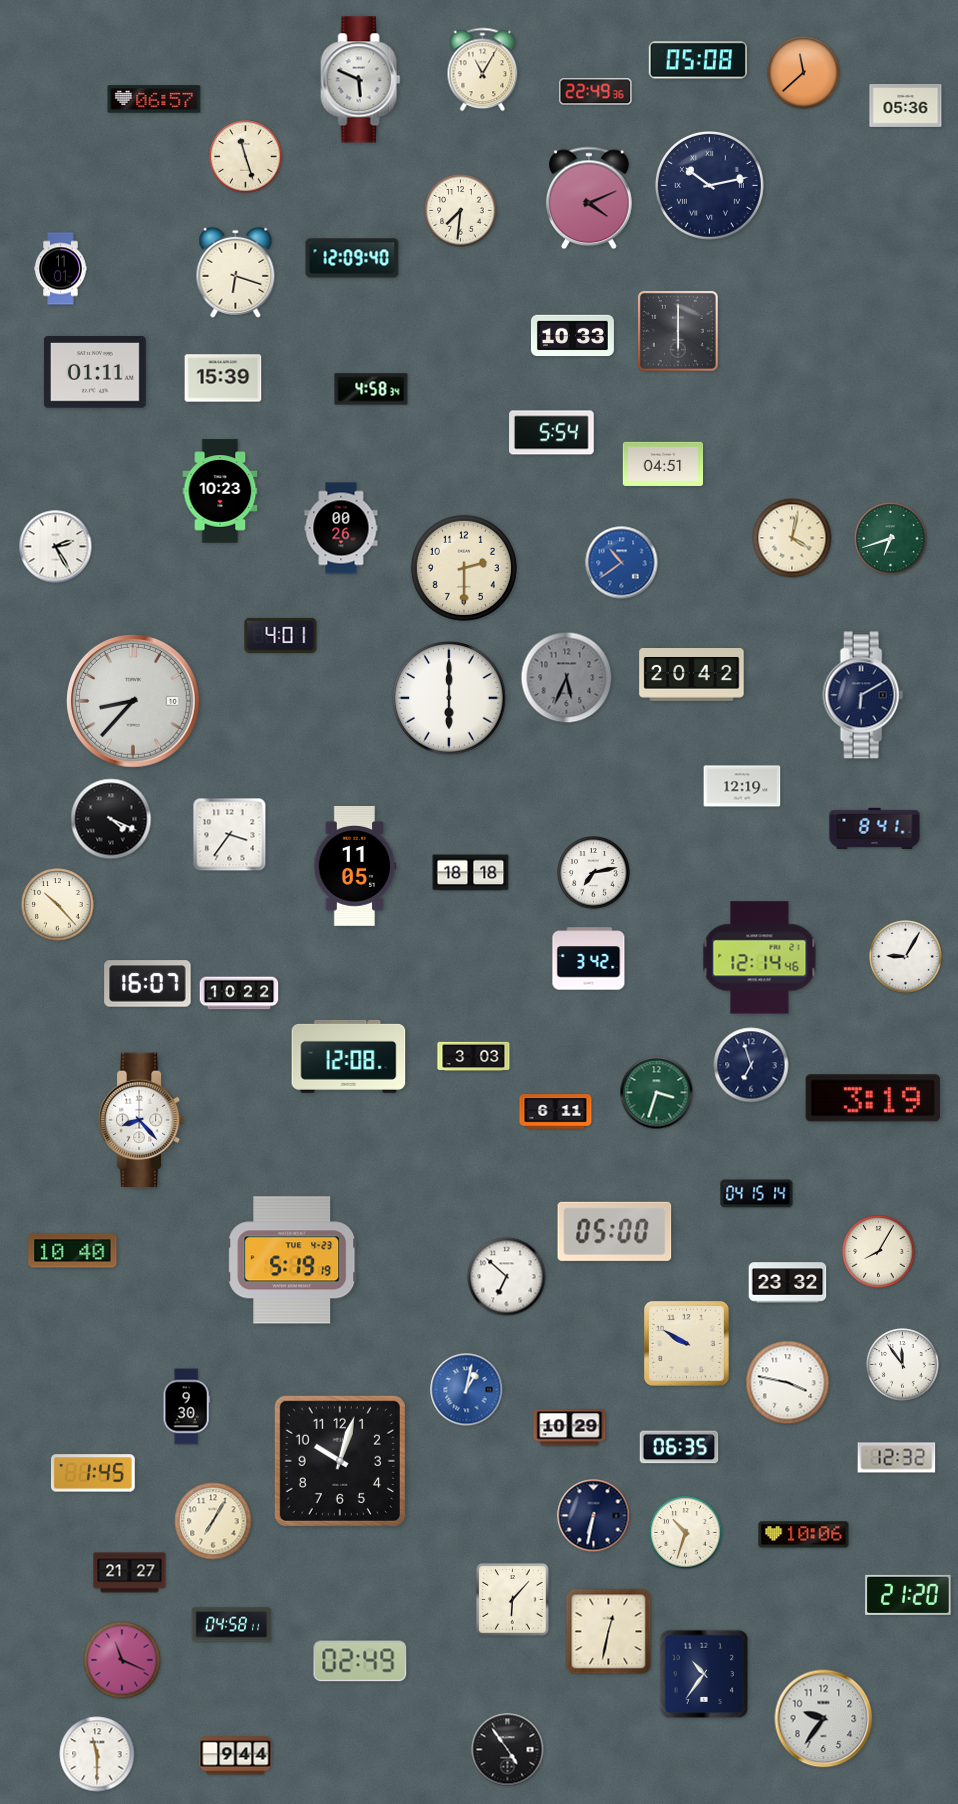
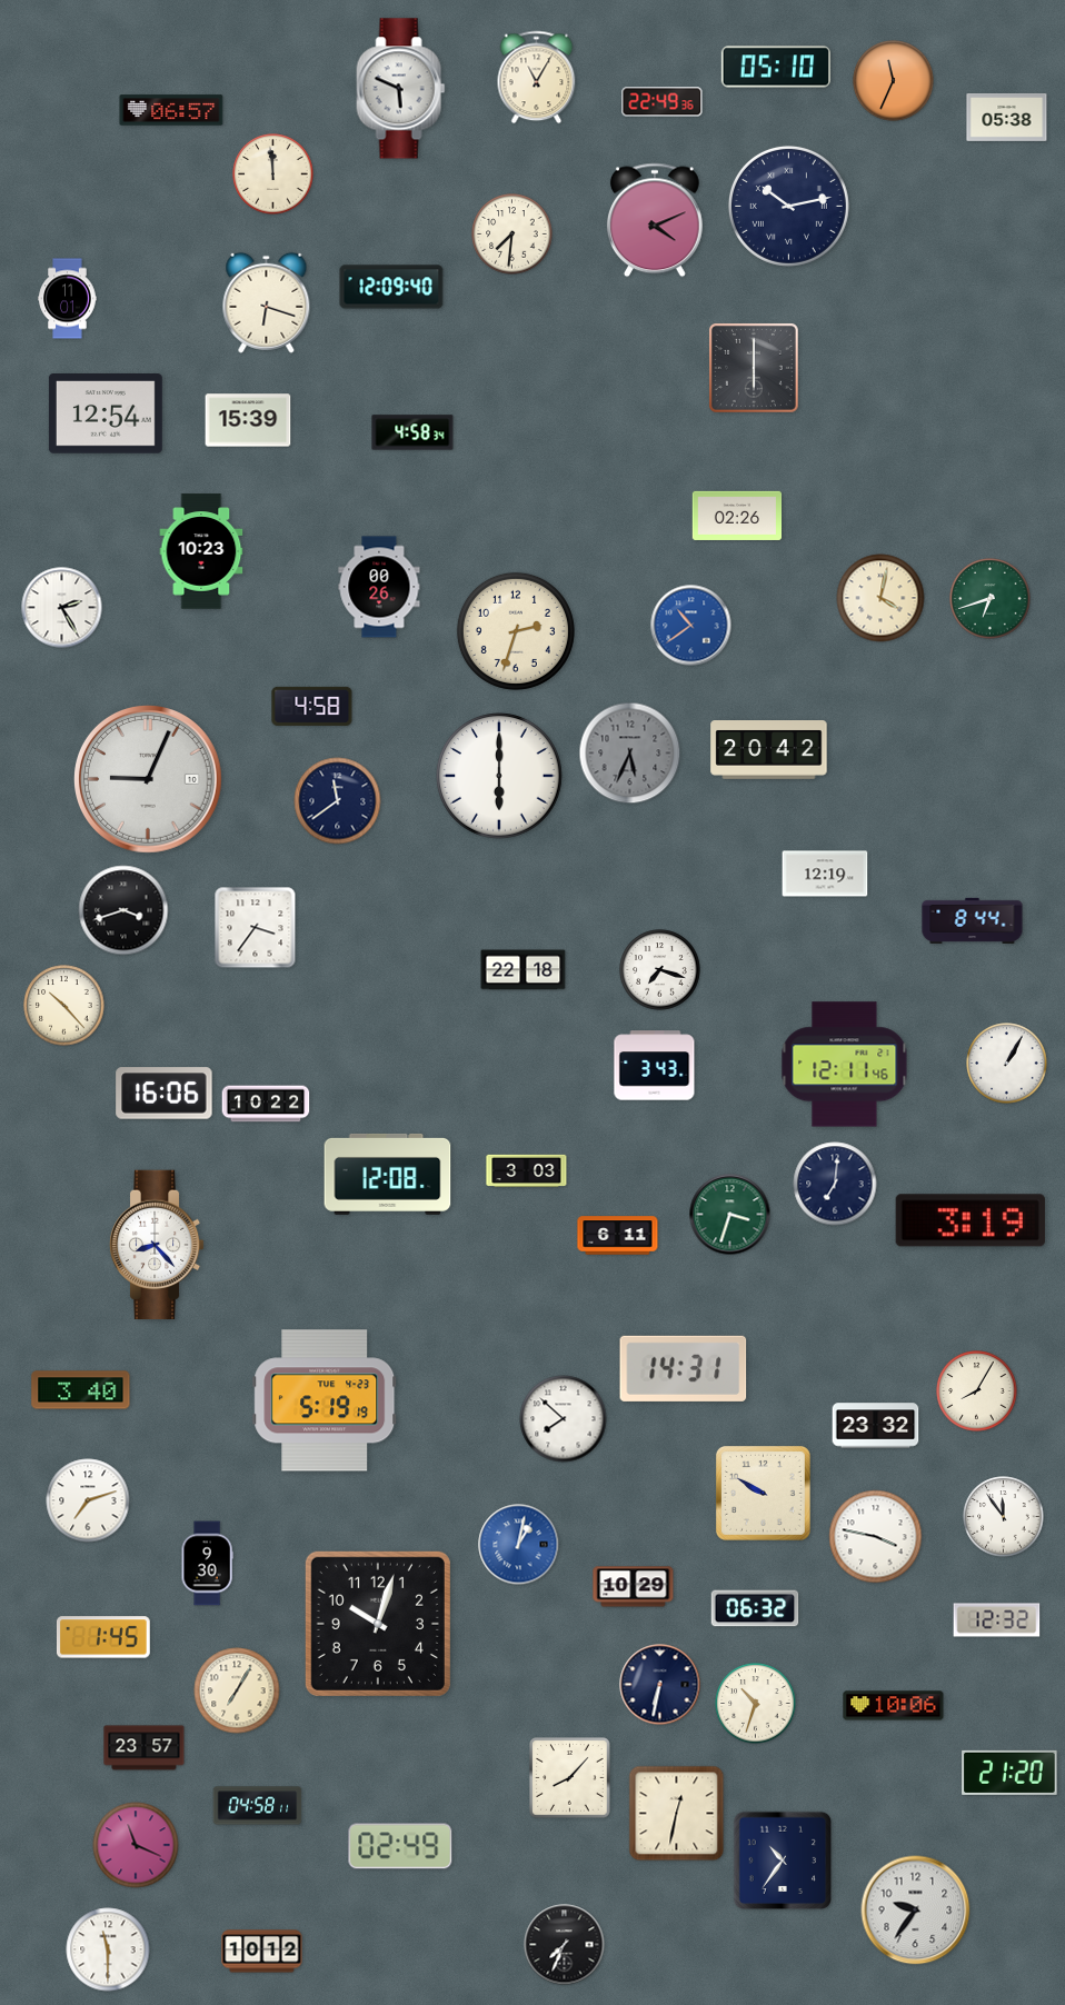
clock at (697, 60): 05:08 -> 05:10
clock at (804, 73): 11:38 -> 11:34
clock at (906, 105): 05:36 -> 05:38
clock at (246, 157): 11:27 -> 11:59
clock at (236, 272) position: (236, 272) -> (267, 302)
clock at (572, 336): 10:33 -> none
clock at (95, 373): 01:11 -> 12:54
clock at (552, 433): 5:54 -> none
clock at (663, 464): 04:51 -> 02:26
clock at (220, 491) position: (220, 491) -> (201, 551)
clock at (464, 568): 2:30 -> 2:33
clock at (281, 635): 4:01 -> 4:58
clock at (863, 695): 6:10 -> none
clock at (134, 702): 8:37 -> 9:04
clock at (338, 801): none -> 11:39
clock at (111, 819): 4:19 -> 3:42
clock at (875, 828): 8:41 -> 8:44
clock at (355, 866): 11:05 -> none
clock at (471, 873): 18:18 -> 22:18
clock at (594, 873): 7:13 -> 7:18
clock at (906, 957): 9:05 -> 1:05
clock at (760, 958): 12:14 -> 12:11
clock at (589, 959): 3:42 -> 3:43
clock at (148, 984): 16:07 -> 16:06
clock at (474, 1057) position: (474, 1057) -> (527, 1171)
clock at (751, 1065): 6:57 -> 7:01
clock at (757, 1194): 04:15 -> none
clock at (615, 1231): 05:00 -> 14:31
clock at (73, 1251): 10:40 -> 3:40
clock at (507, 1277): 6:52 -> 7:52
clock at (88, 1500): none -> 7:12
clock at (679, 1447): 06:35 -> 06:32
clock at (686, 1533) position: (686, 1533) -> (756, 1704)
clock at (130, 1573): 21:27 -> 23:57
clock at (513, 1600): 6:07 -> 8:07
clock at (508, 1750): 4:54 -> 7:34
clock at (236, 1756): 9:44 -> 10:12
